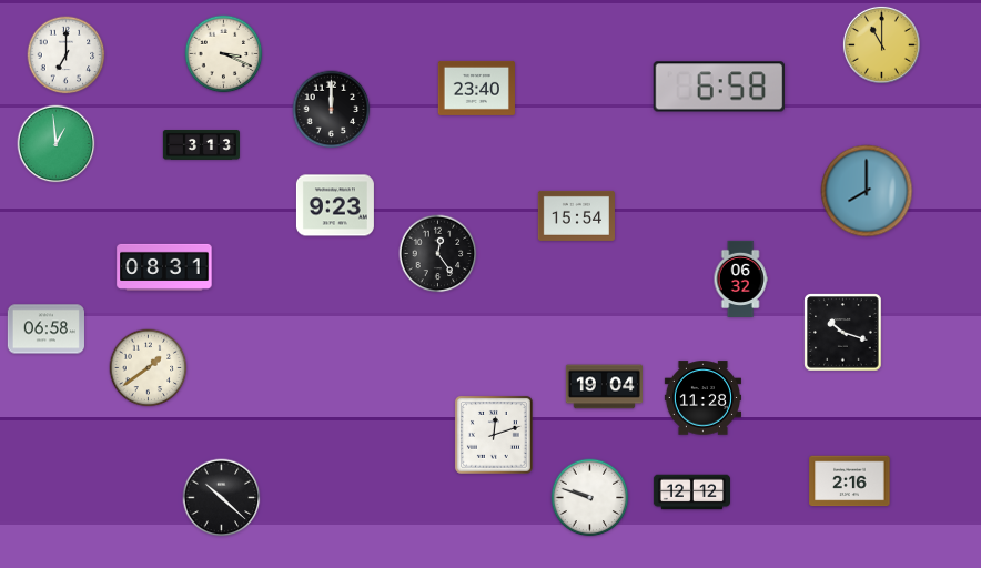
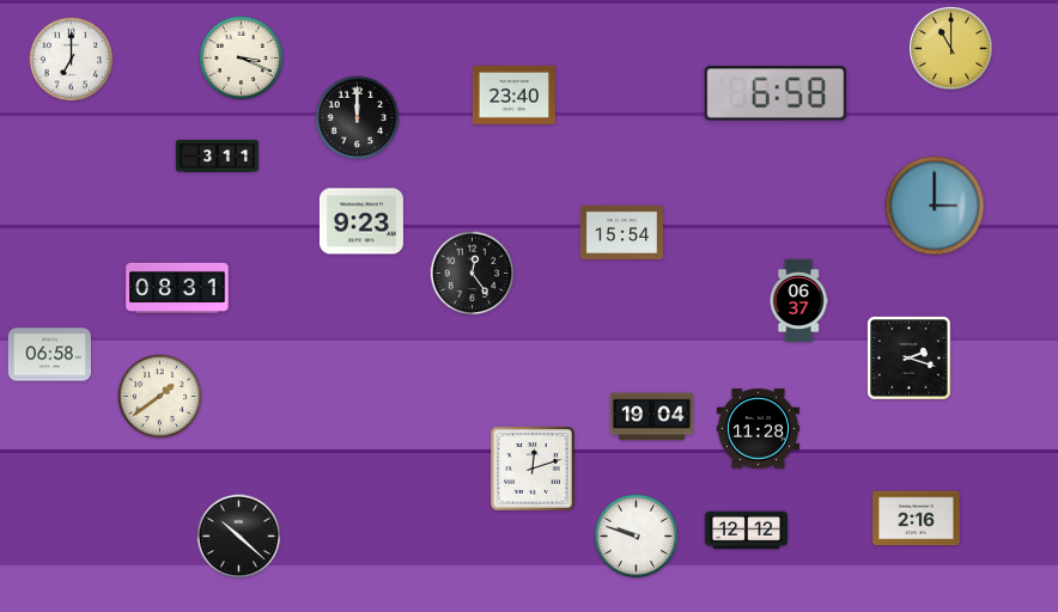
clock at (57, 144): 12:59 -> none
clock at (201, 145): 3:13 -> 3:11
clock at (867, 191): 8:00 -> 3:00
clock at (740, 278): 06:32 -> 06:37
clock at (843, 333): 10:18 -> 2:18
